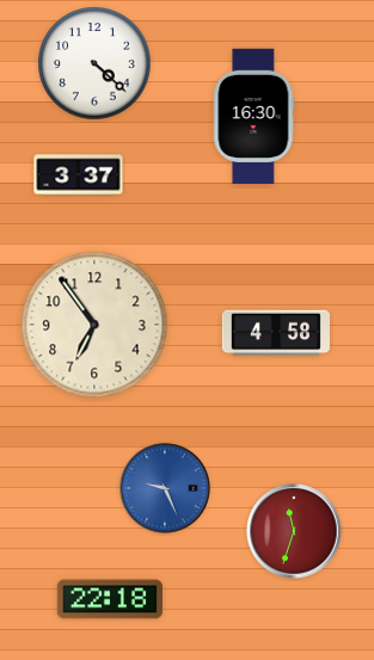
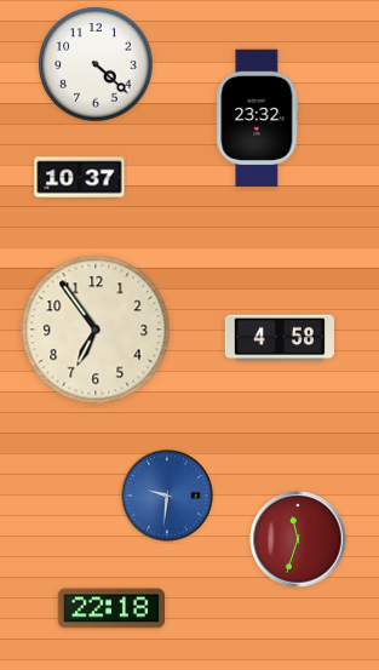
clock at (255, 117): 16:30 -> 23:32
clock at (79, 175): 3:37 -> 10:37
clock at (165, 488): 9:26 -> 9:31
